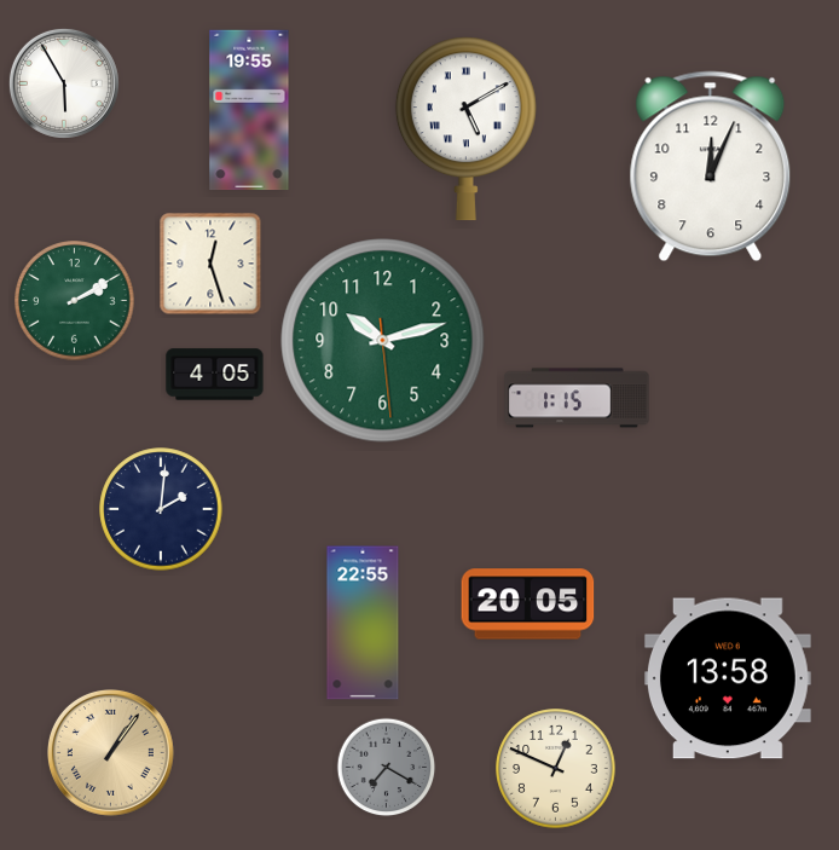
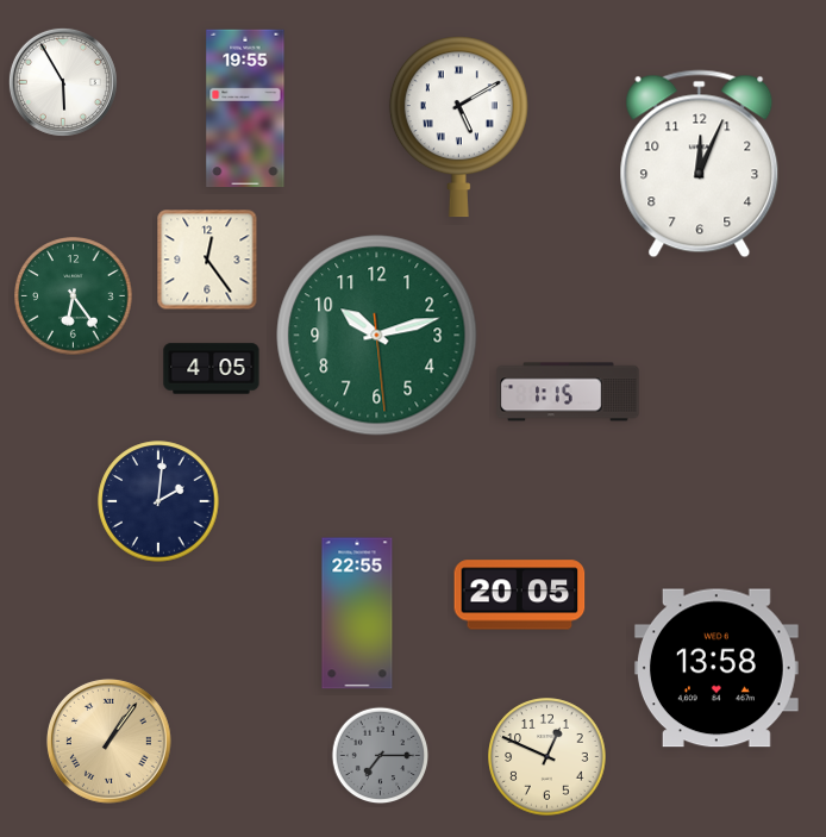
clock at (210, 264): 12:27 -> 12:24
clock at (75, 301): 2:10 -> 6:24
clock at (387, 768): 7:20 -> 7:15
